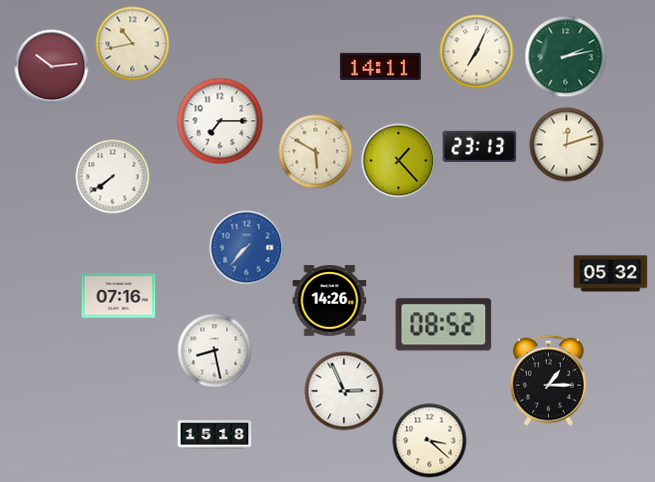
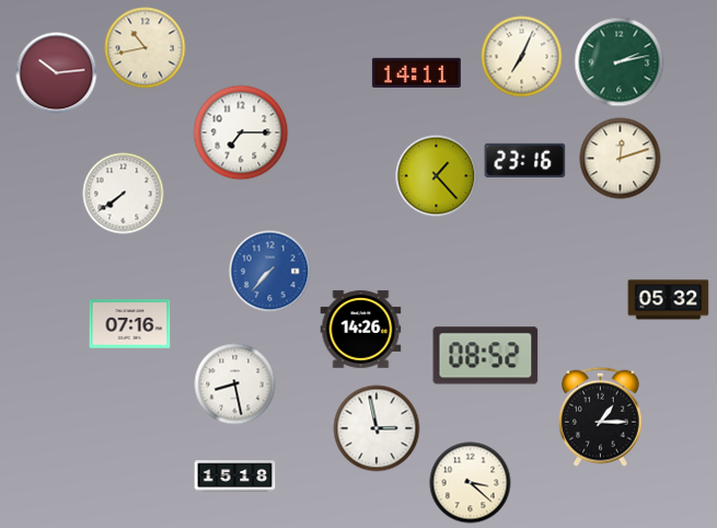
clock at (480, 146): 23:13 -> 23:16
clock at (316, 152): 5:50 -> none
clock at (344, 391): 2:56 -> 2:58
